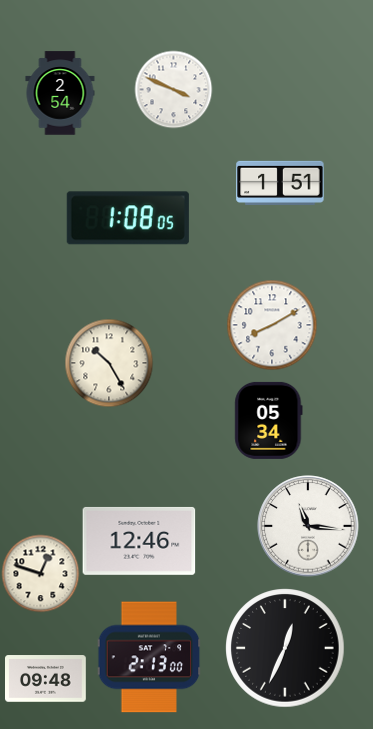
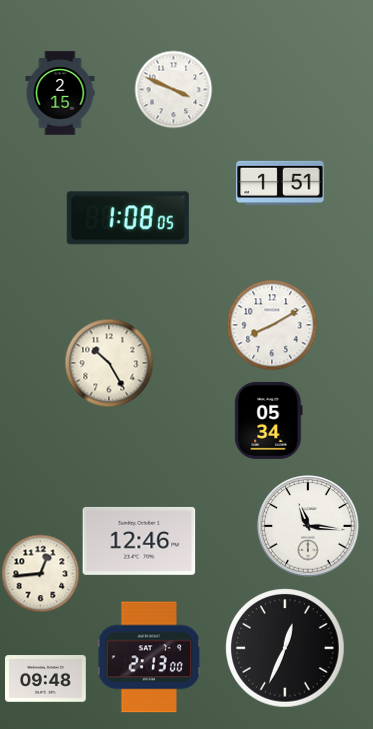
clock at (60, 93): 2:54 -> 2:15
clock at (40, 573): 12:48 -> 12:44
